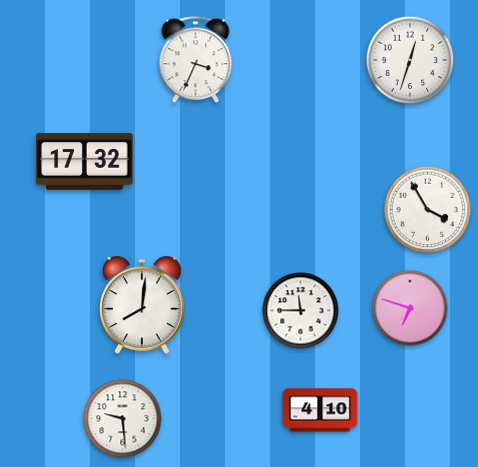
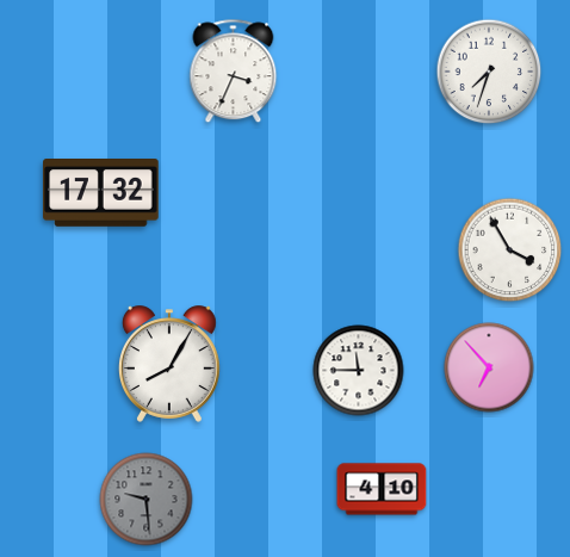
clock at (410, 60): 12:33 -> 7:33
clock at (142, 305): 8:01 -> 8:05
clock at (410, 308): 6:48 -> 6:53
clock at (123, 419) dial: white -> grey
